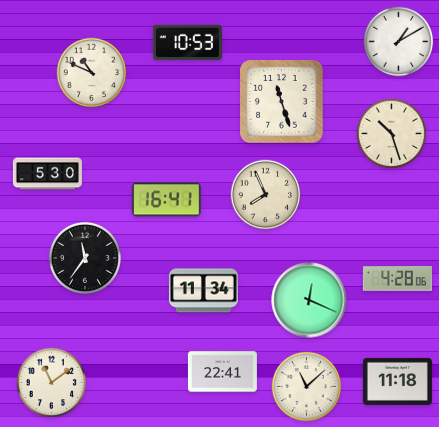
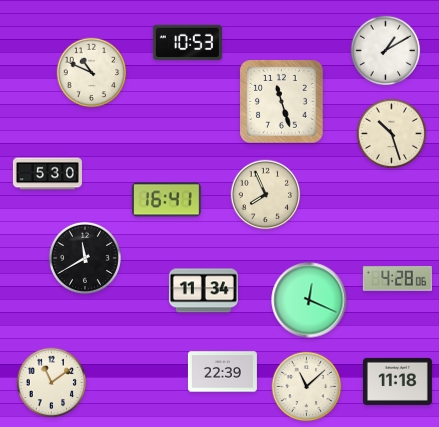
clock at (399, 42) position: (399, 42) -> (386, 51)
clock at (85, 258): 11:36 -> 11:40
clock at (222, 372): 22:41 -> 22:39
